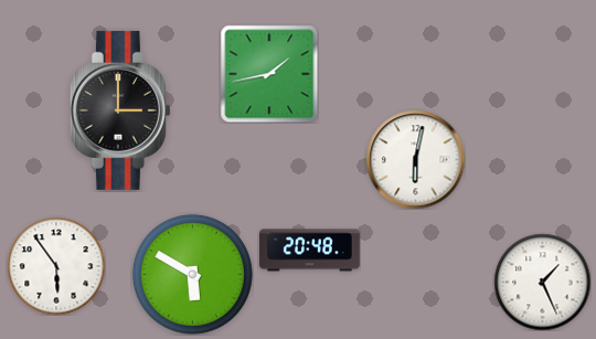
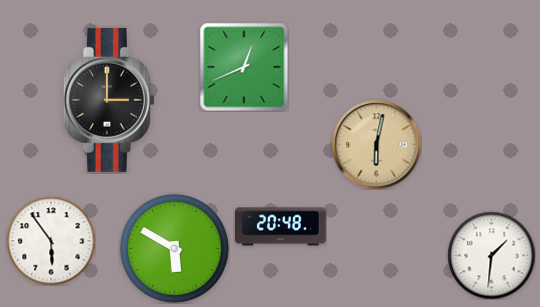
clock at (269, 74): 1:43 -> 12:41
clock at (415, 159) dial: white -> champagne
clock at (542, 282): 1:26 -> 1:31
